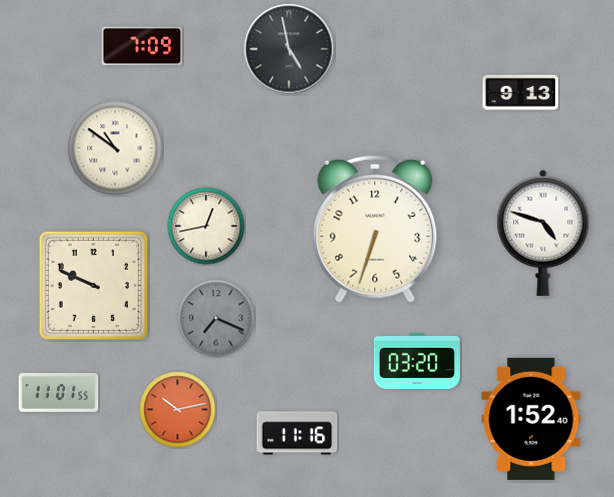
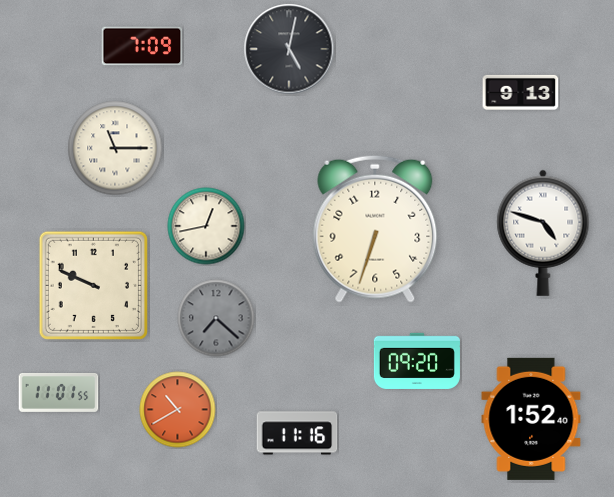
clock at (289, 49): 4:58 -> 5:02
clock at (115, 148): 10:51 -> 11:15
clock at (216, 318): 7:19 -> 7:22
clock at (417, 360): 03:20 -> 09:20
clock at (178, 410): 10:13 -> 10:40
